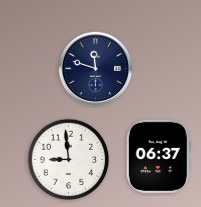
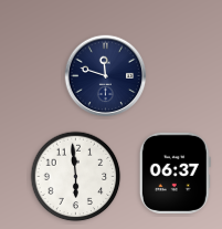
clock at (69, 160): 8:59 -> 5:59
